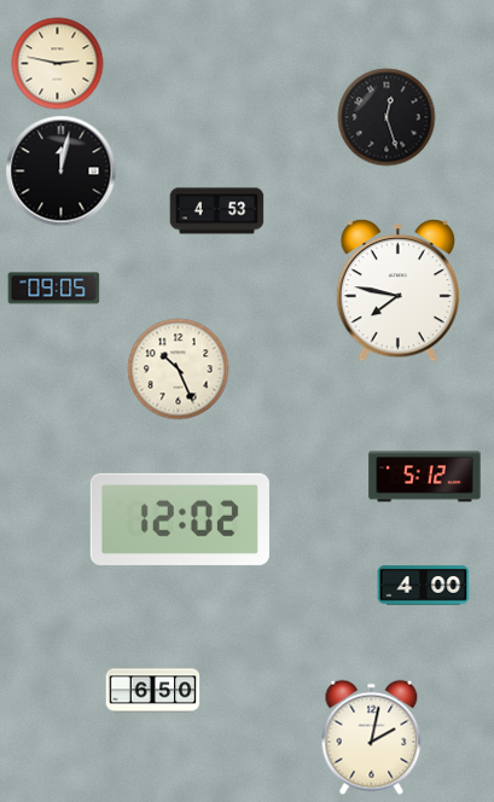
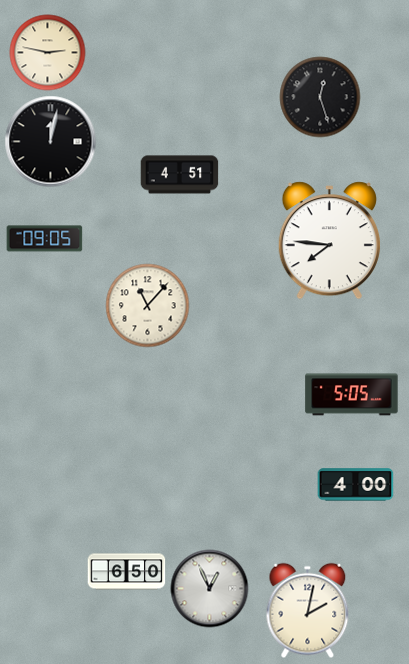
clock at (217, 211): 4:53 -> 4:51
clock at (397, 291): 7:47 -> 7:46
clock at (179, 370): 10:26 -> 11:07
clock at (425, 477): 5:12 -> 5:05
clock at (180, 519): 12:02 -> none
clock at (424, 586) position: (424, 586) -> (356, 485)
clock at (210, 589): none -> 12:56
